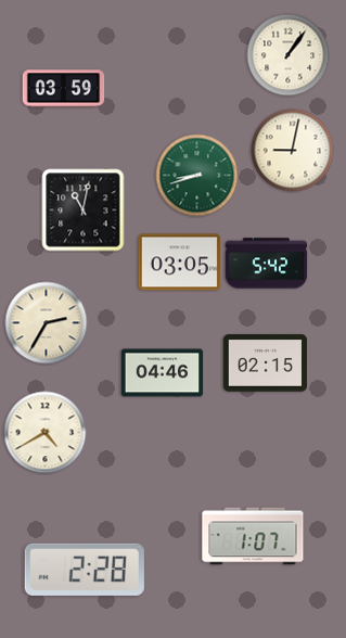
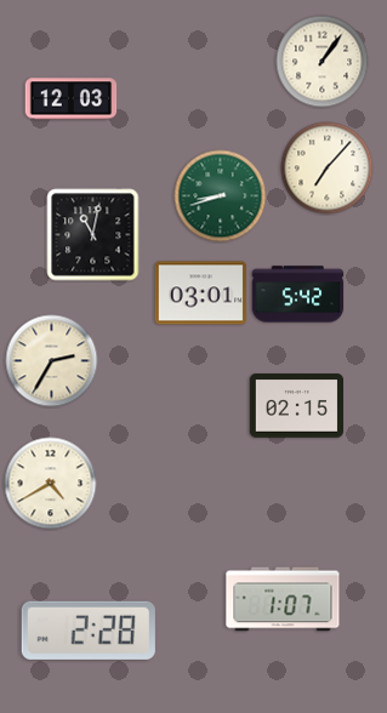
clock at (64, 89): 03:59 -> 12:03
clock at (293, 151): 9:02 -> 7:07
clock at (180, 263): 03:05 -> 03:01
clock at (163, 373): 04:46 -> none
clock at (85, 570) position: (85, 570) -> (89, 631)
